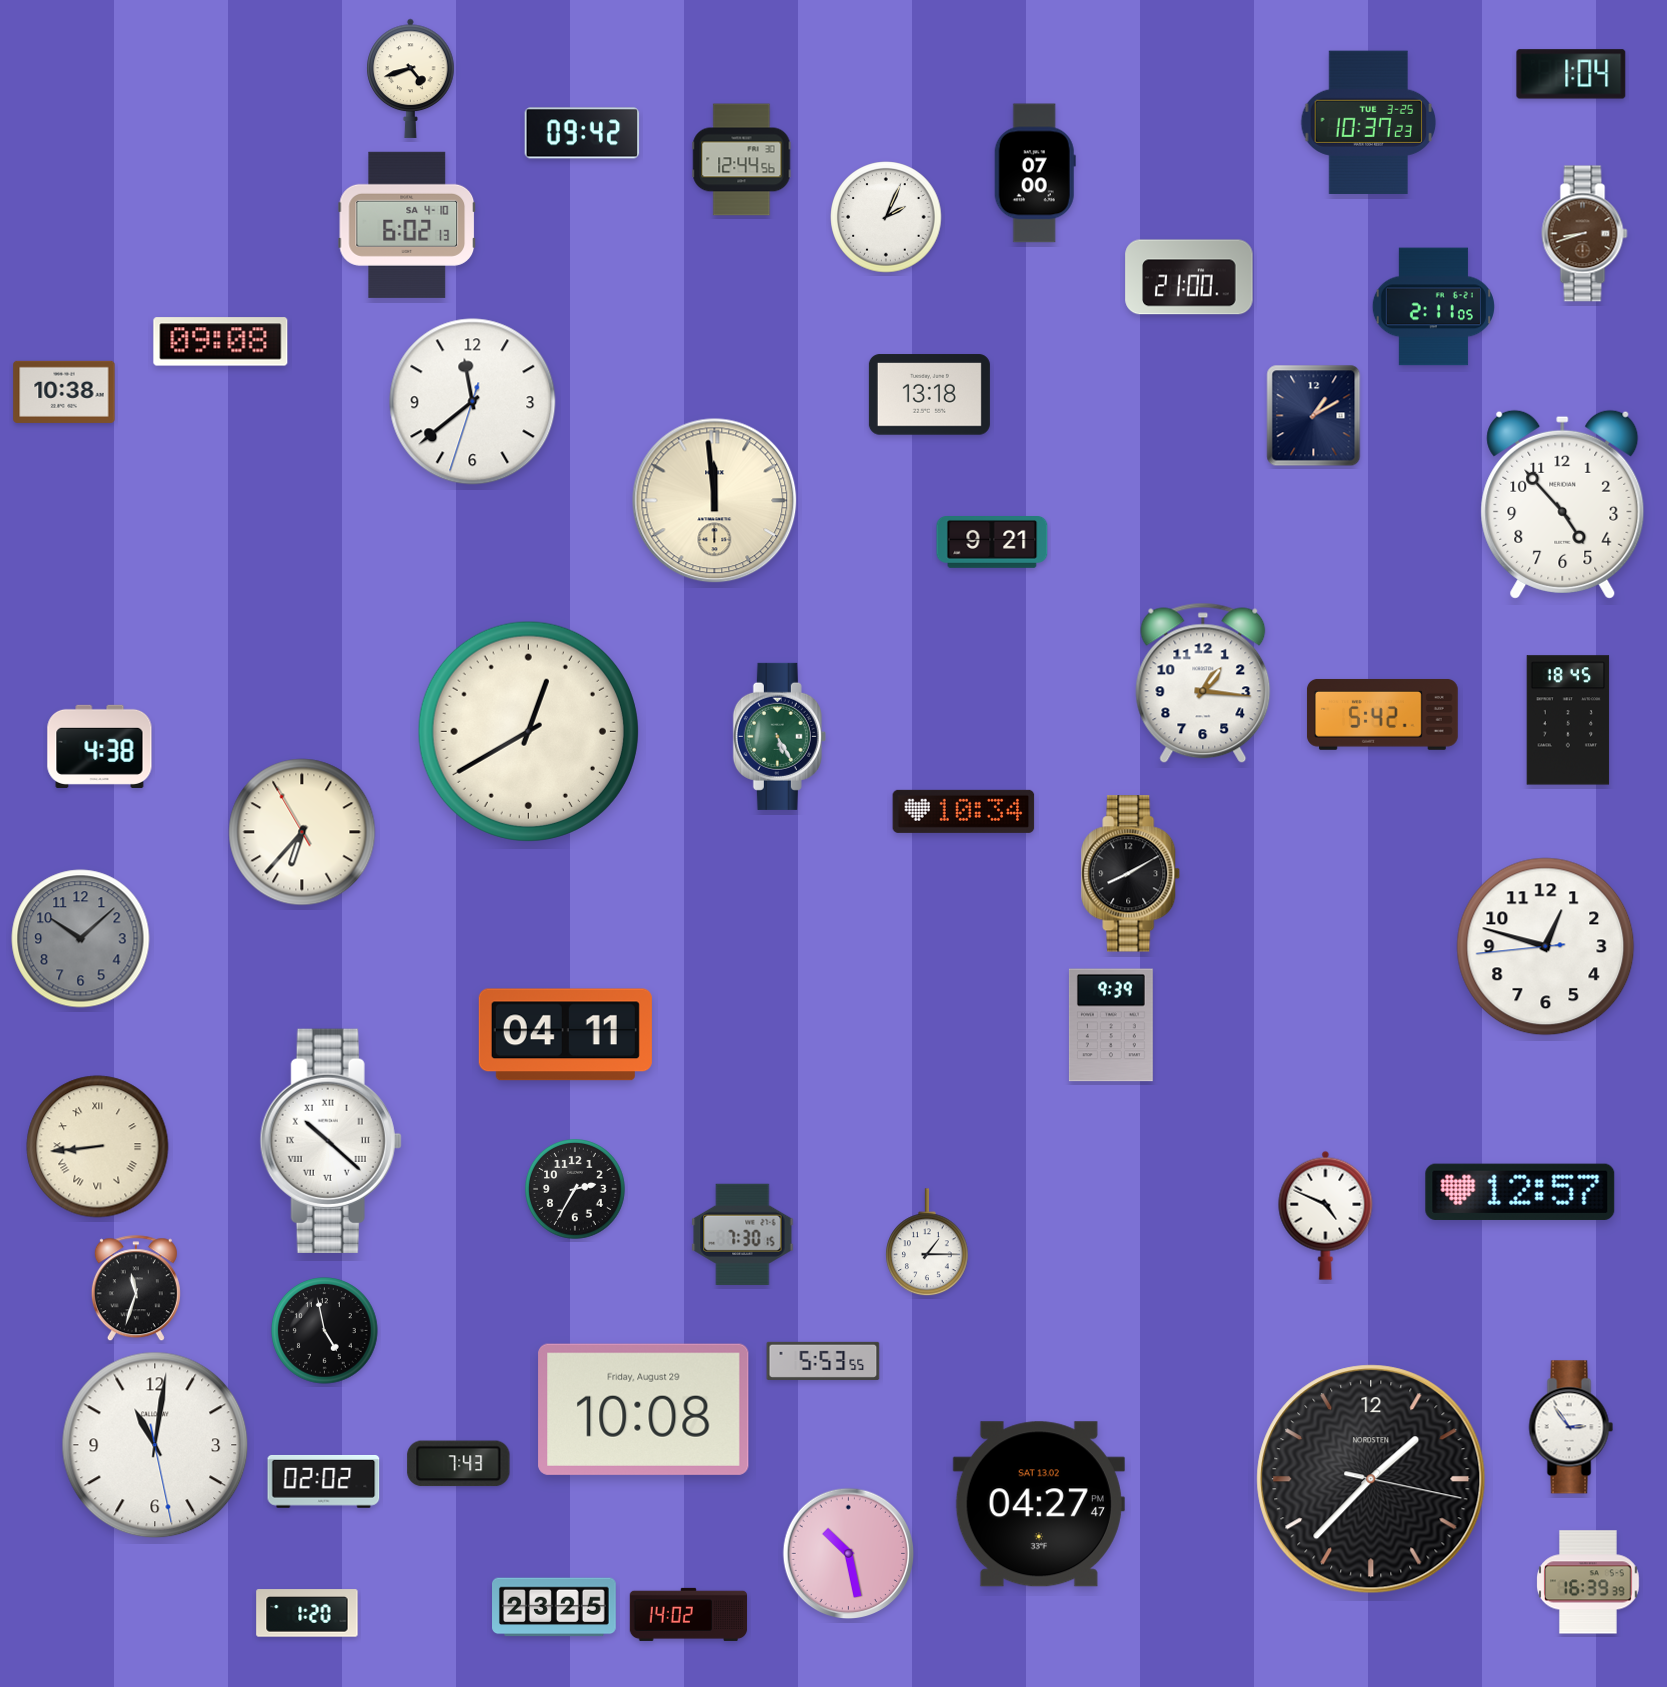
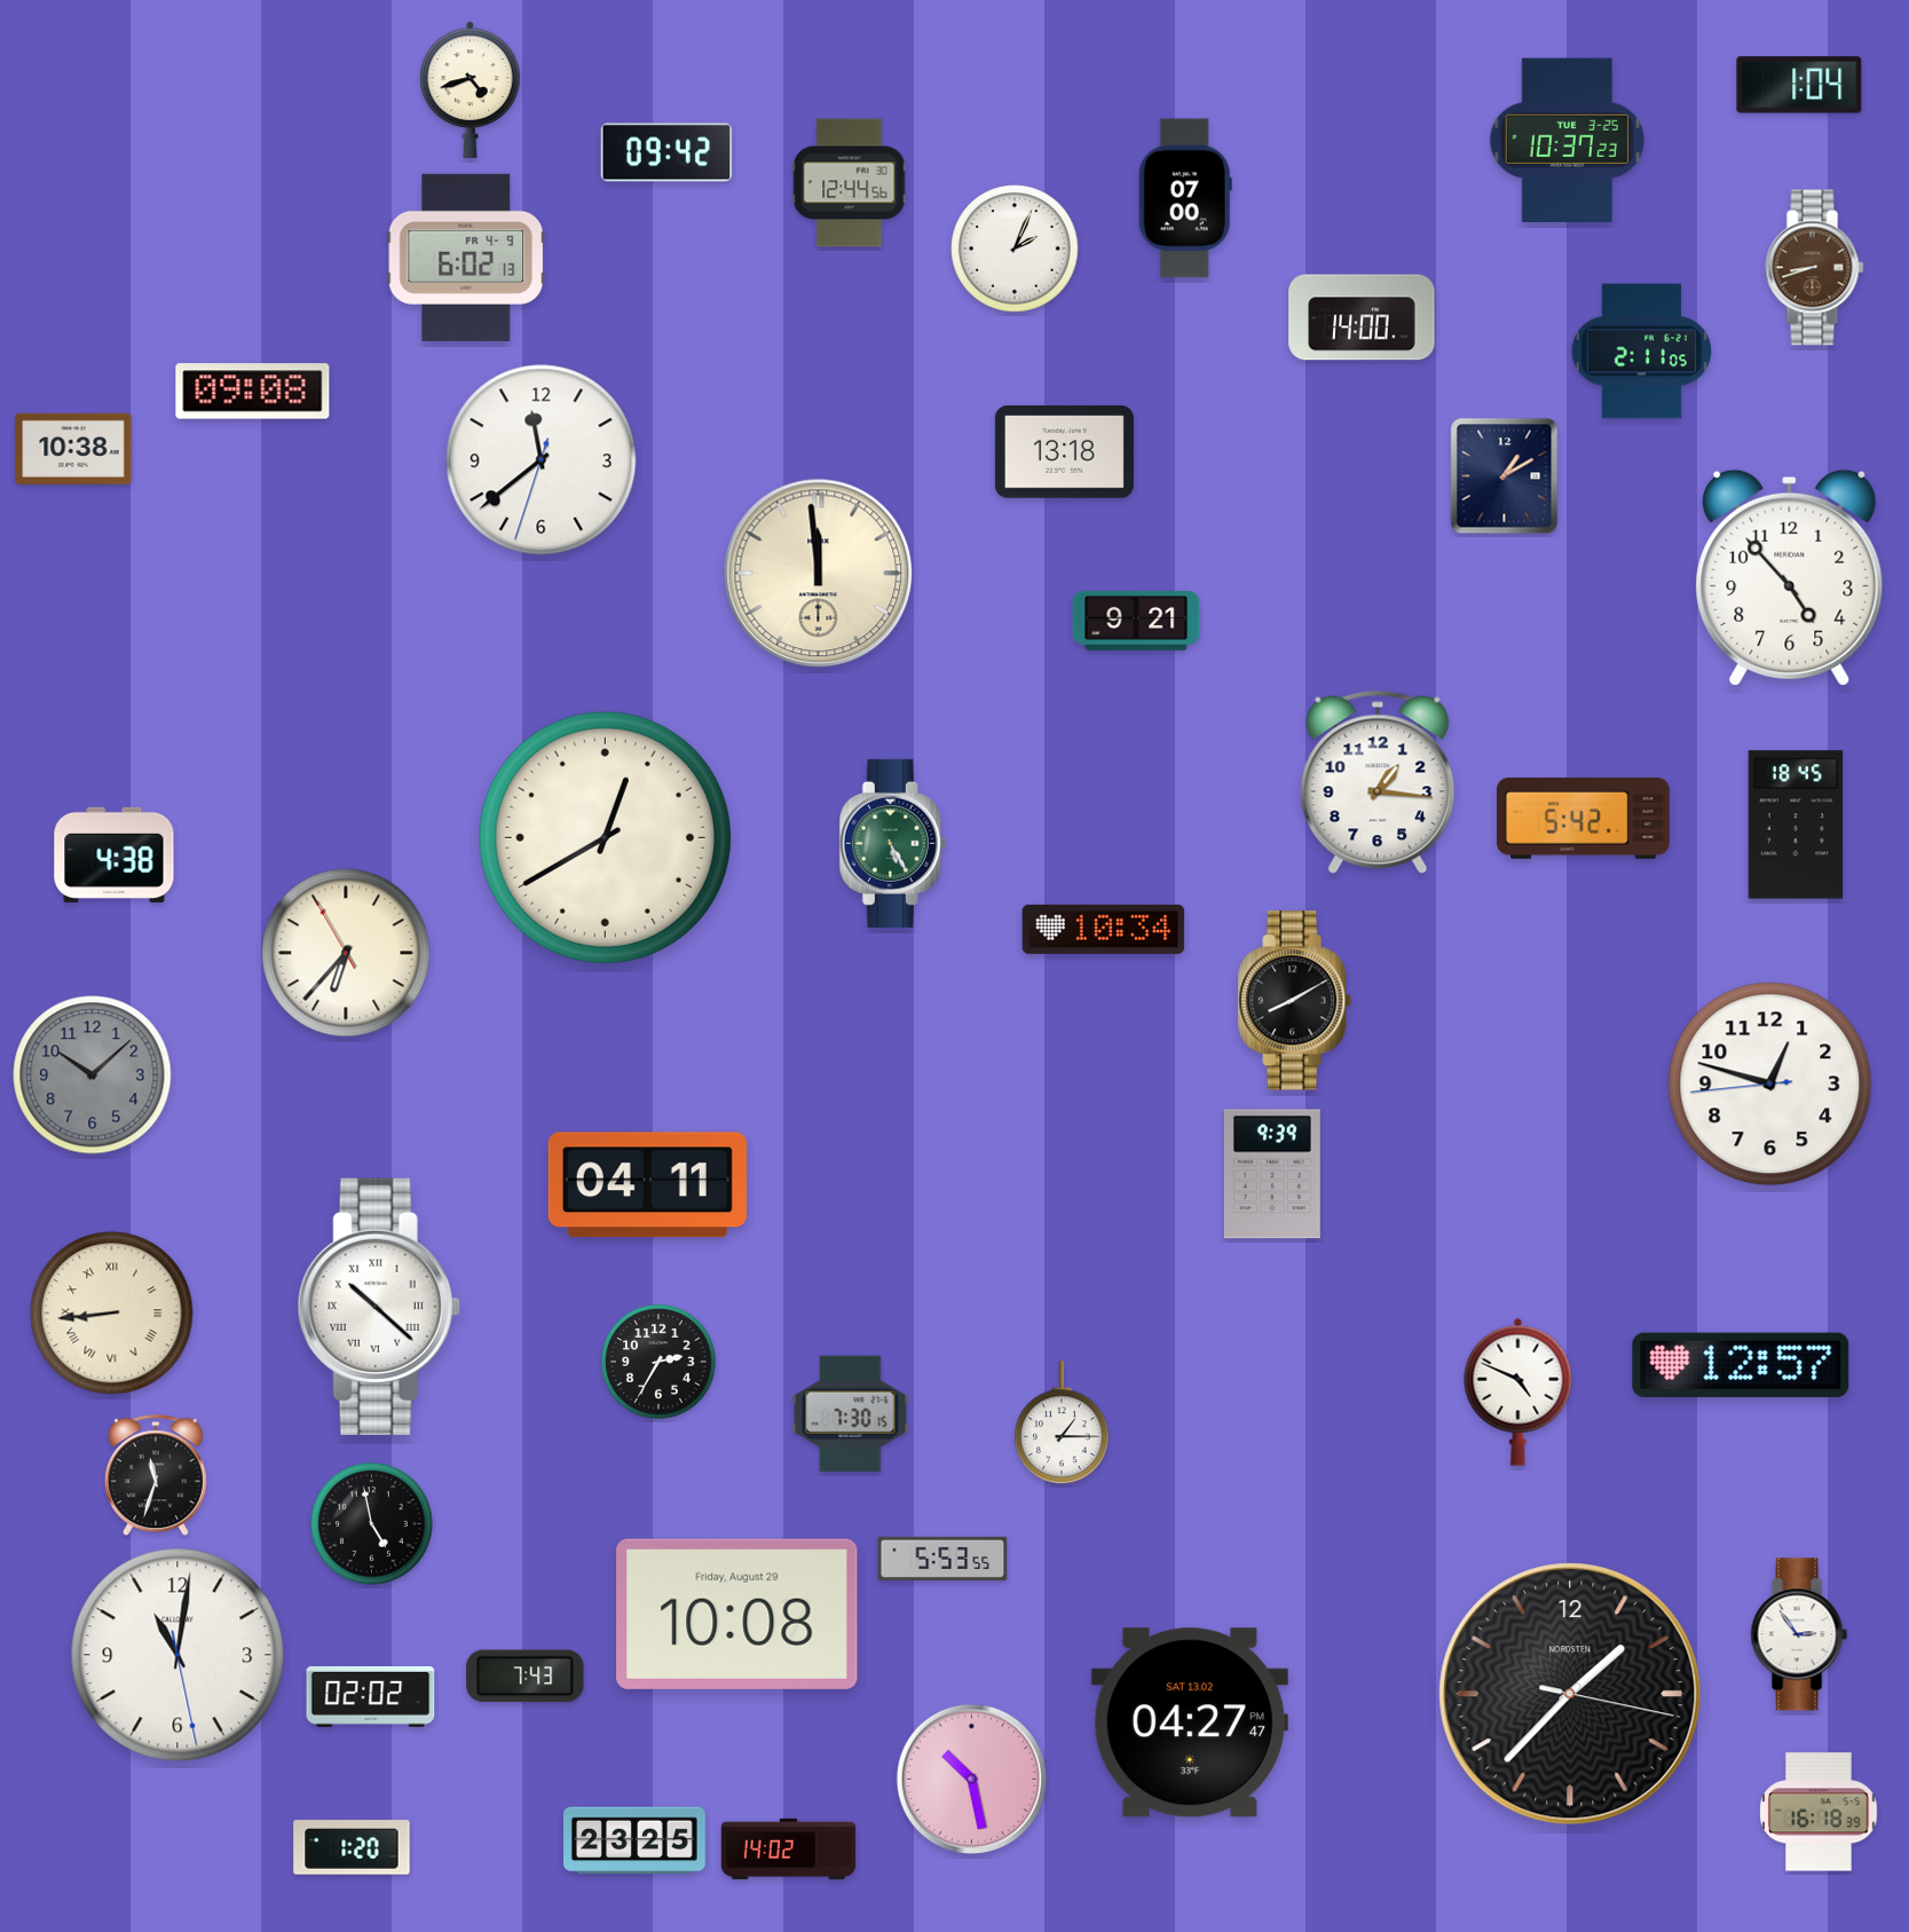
clock at (407, 225) date: SA 4-10 -> FR 4-9
clock at (1189, 277): 21:00 -> 14:00
clock at (1588, 1582): 16:39 -> 16:18
